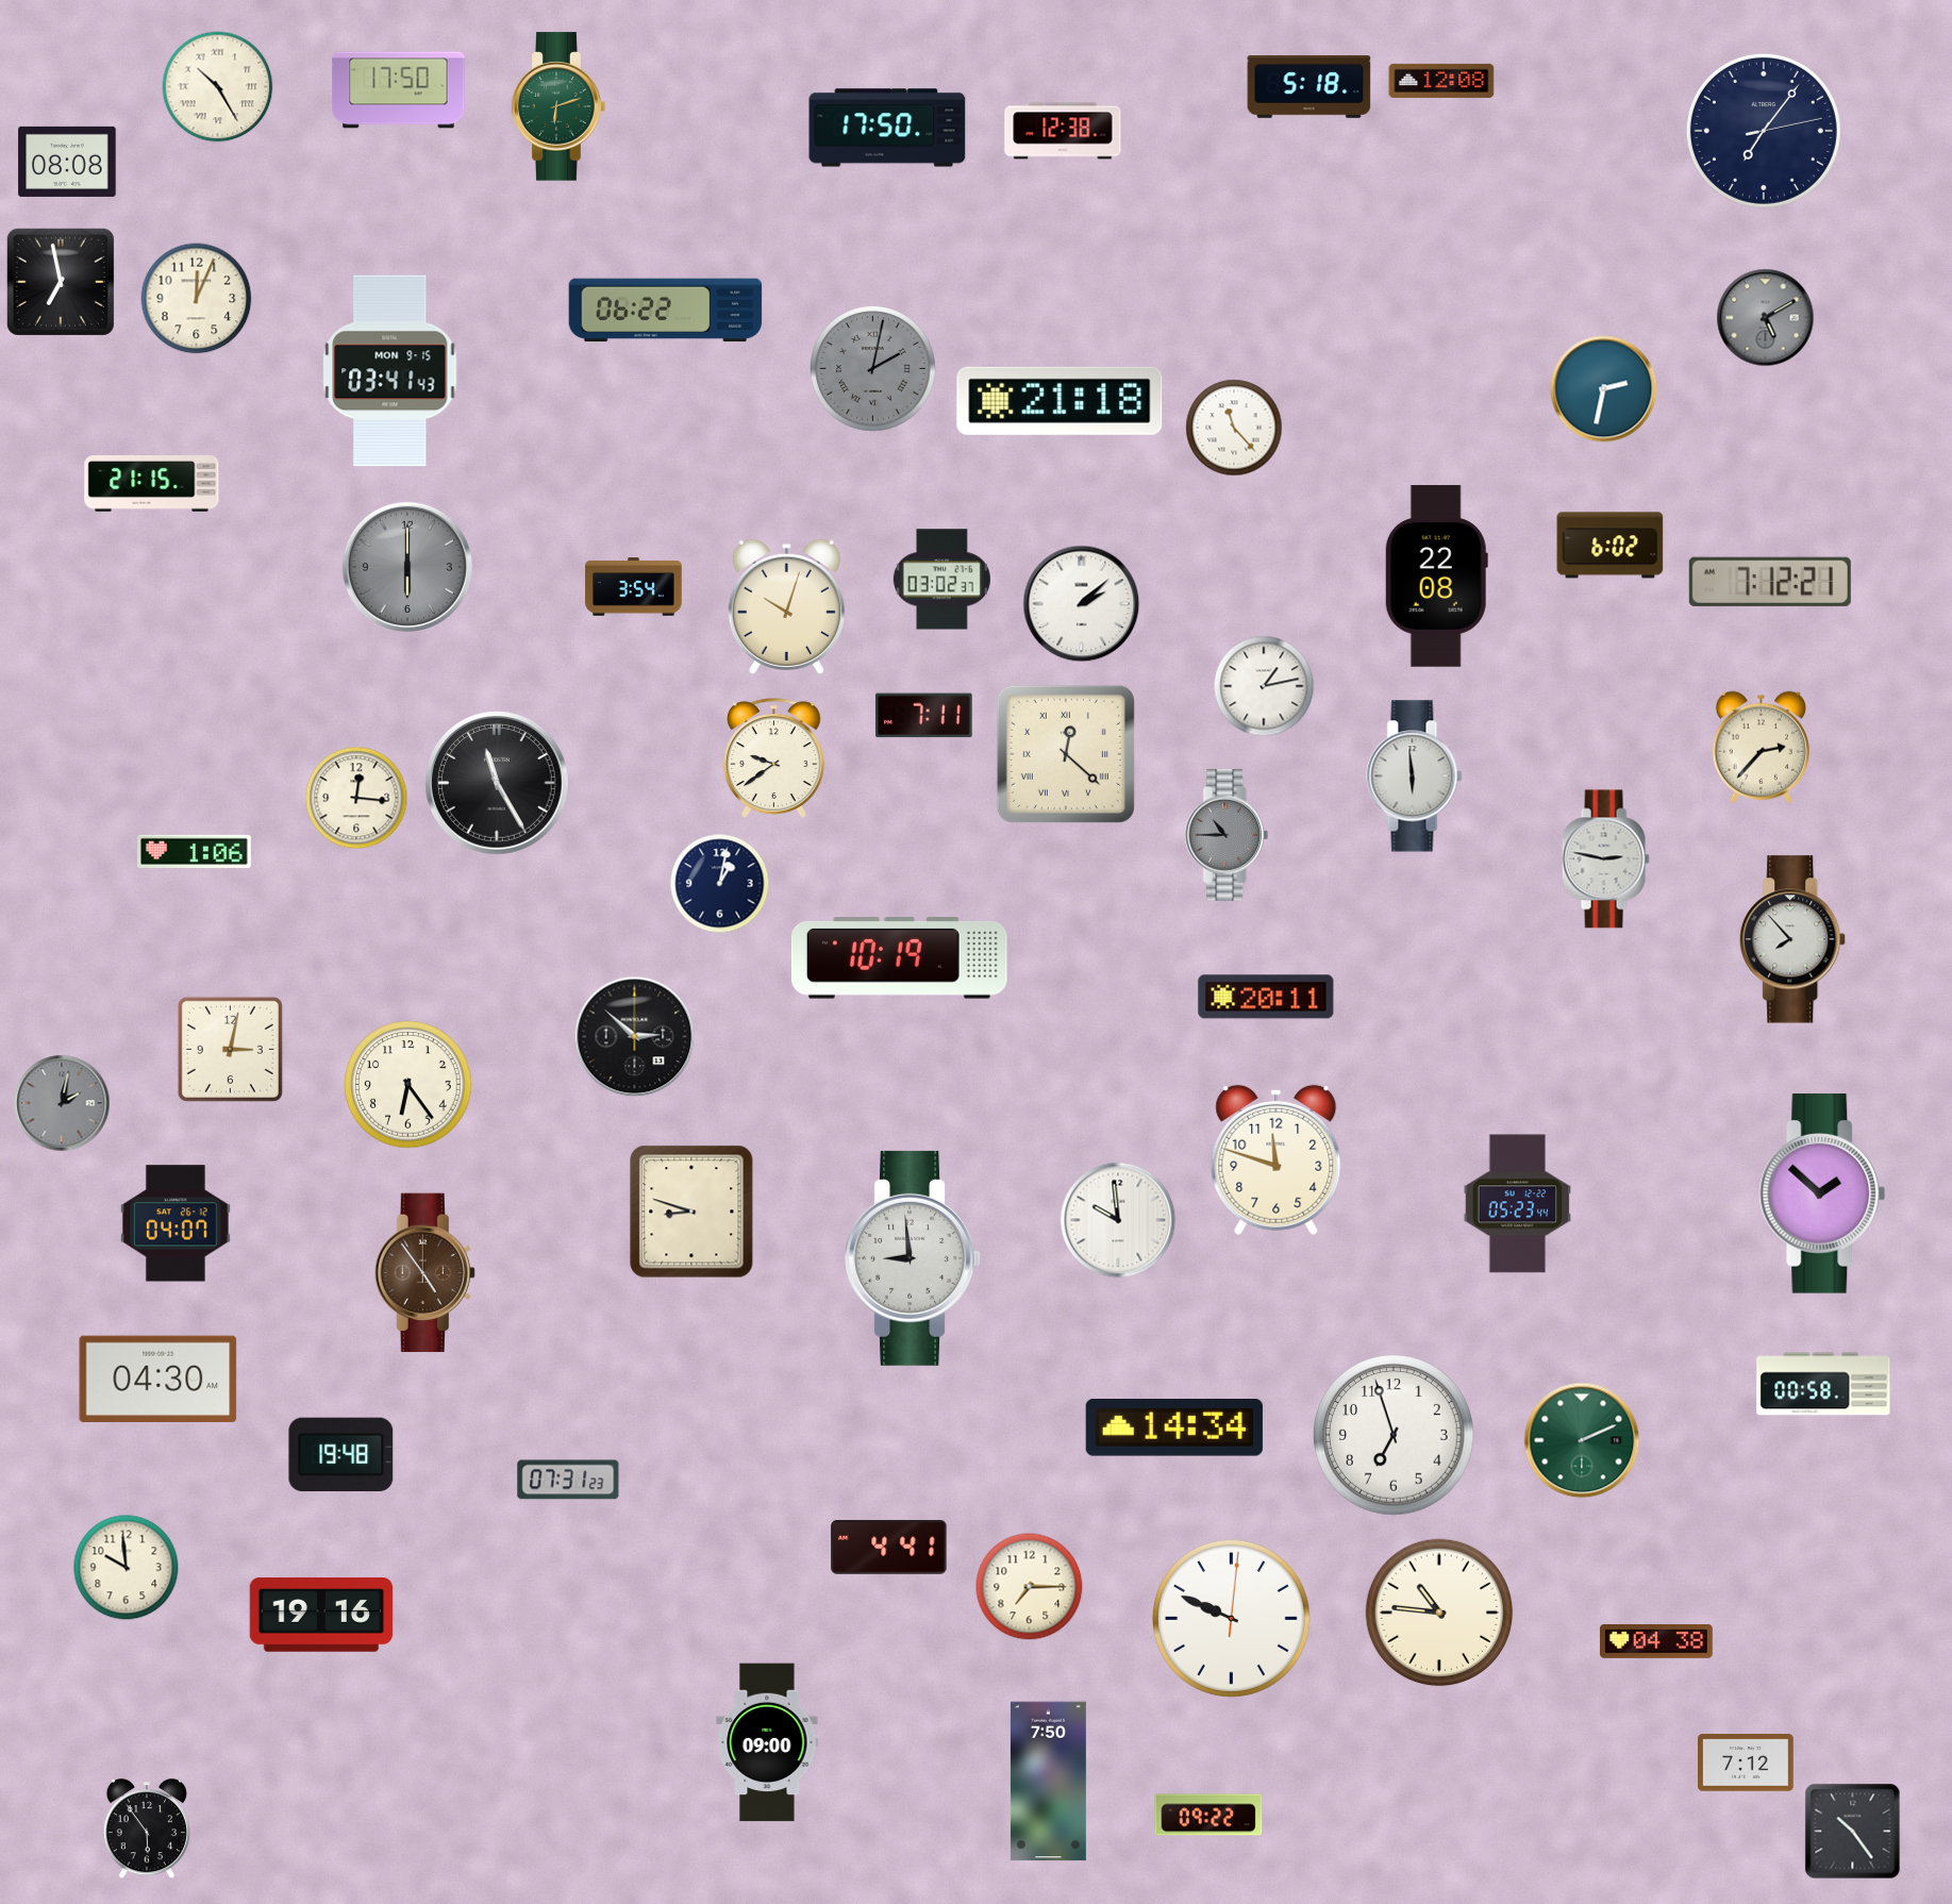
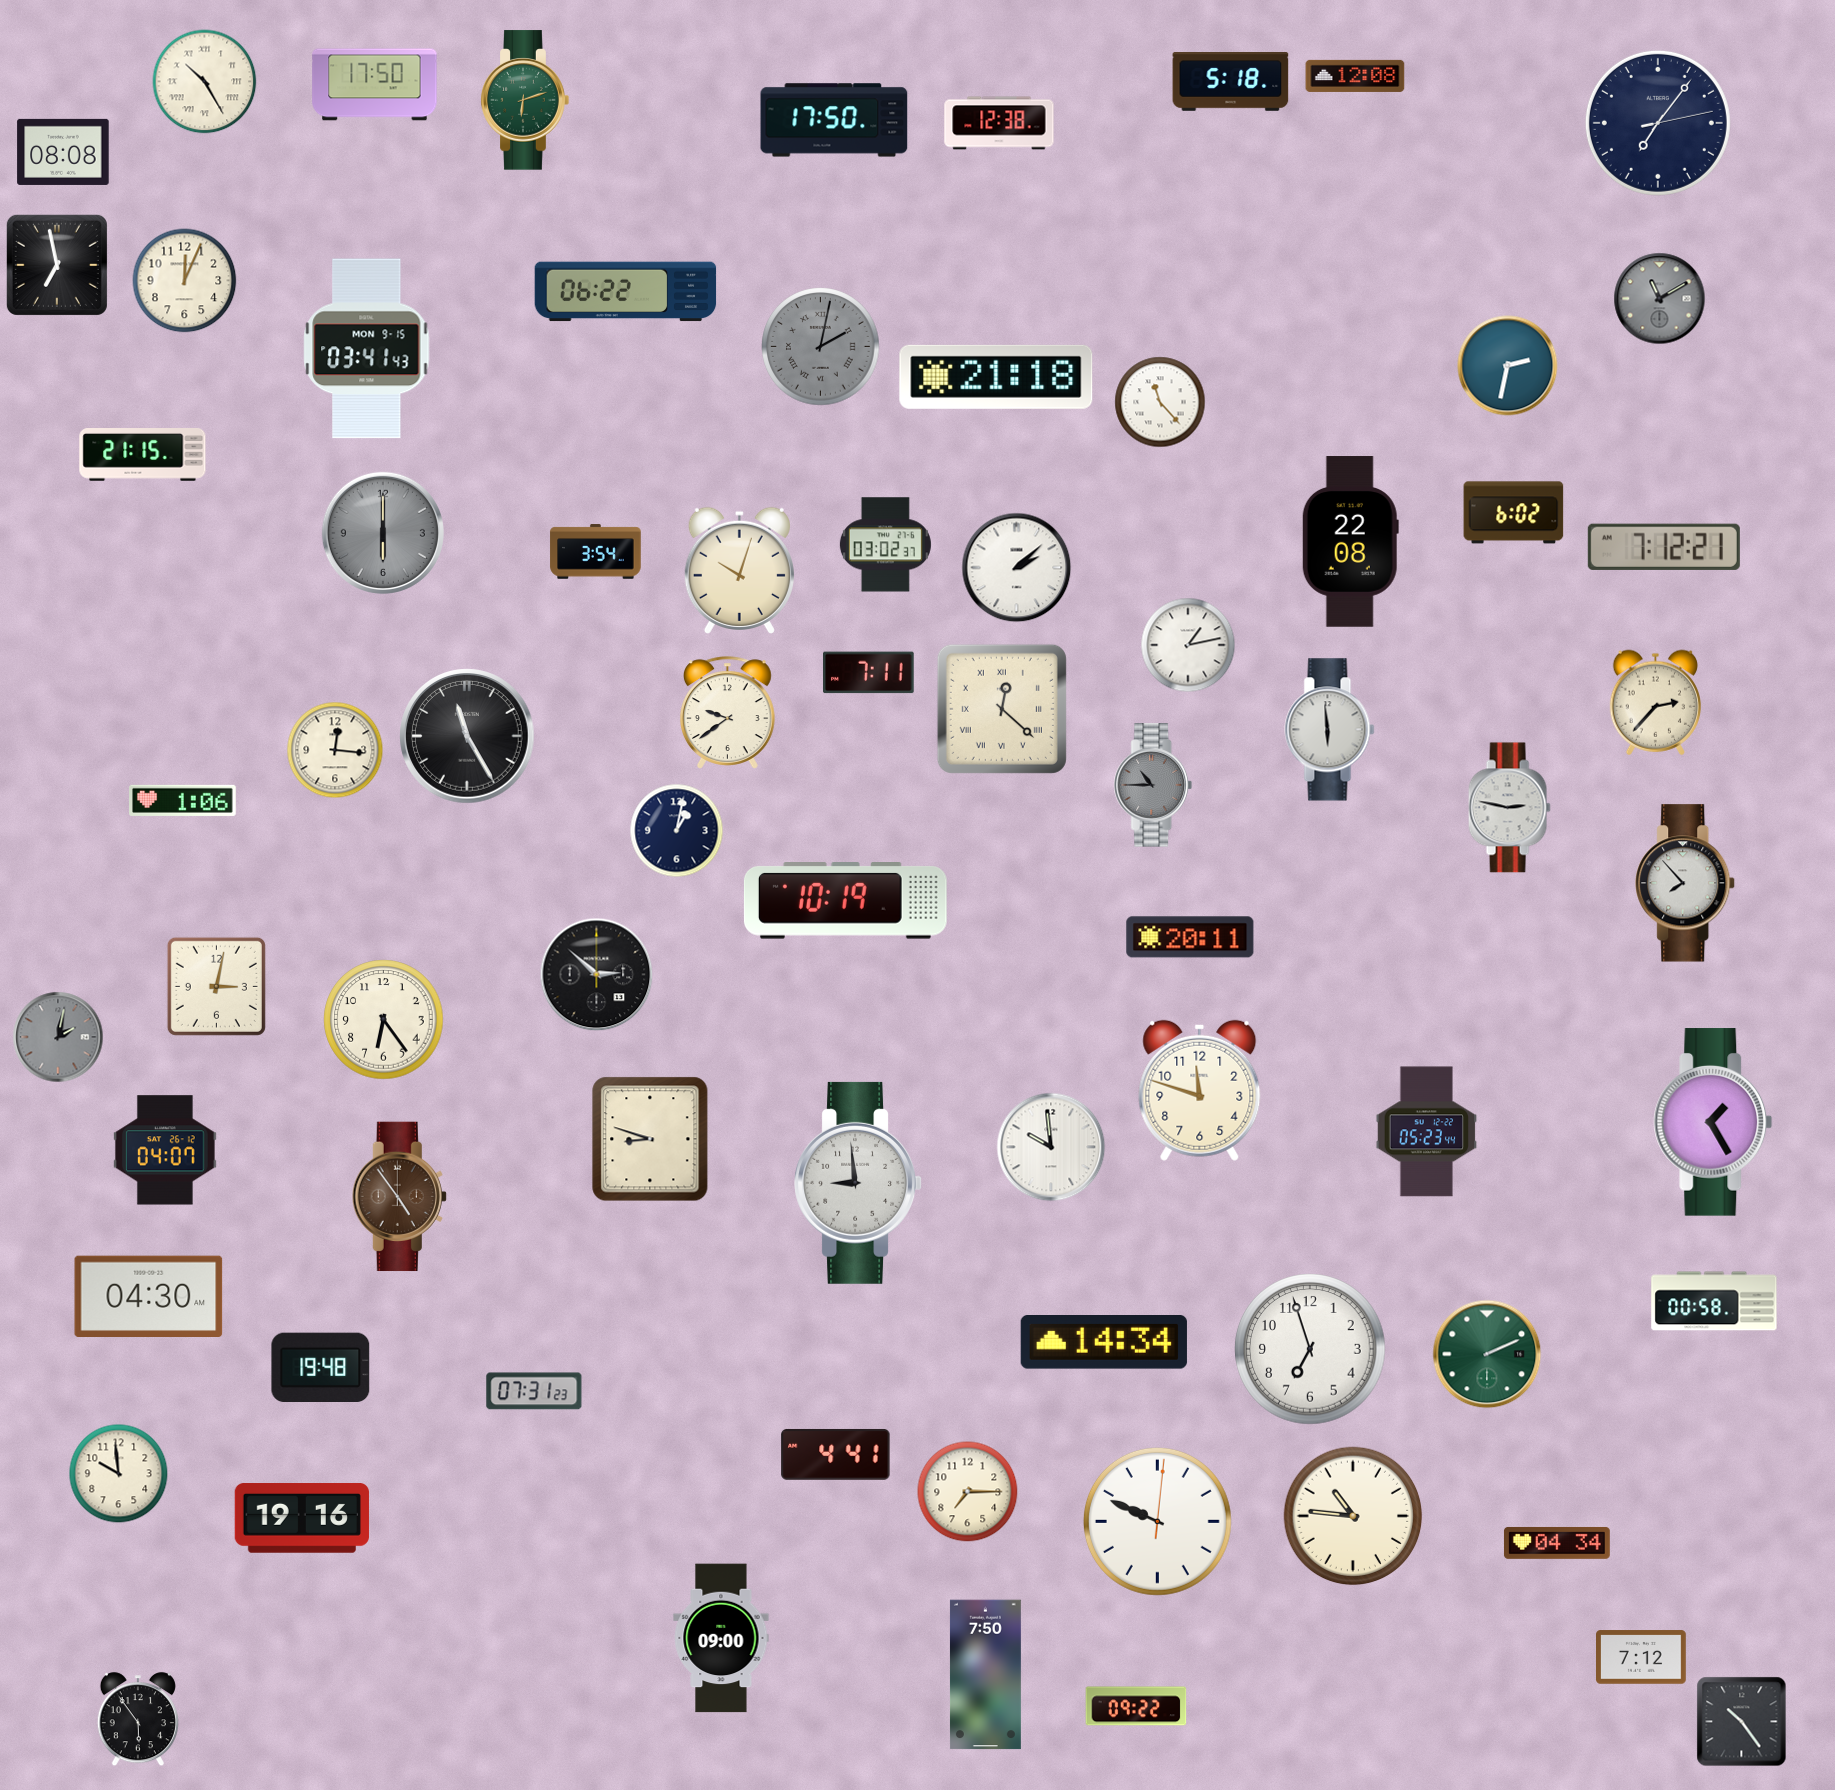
clock at (1766, 318): 5:10 -> 11:10
clock at (1822, 1193): 1:52 -> 1:25
clock at (1656, 1641): 04:38 -> 04:34
